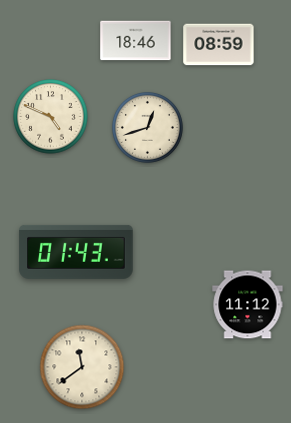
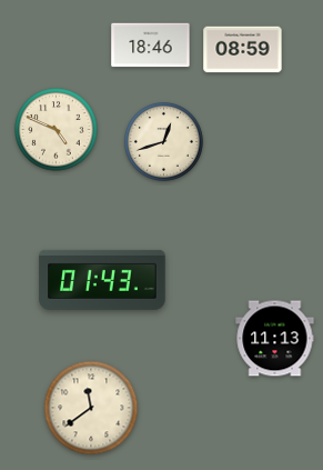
clock at (76, 252) position: (76, 252) -> (102, 280)
clock at (248, 305): 11:12 -> 11:13
